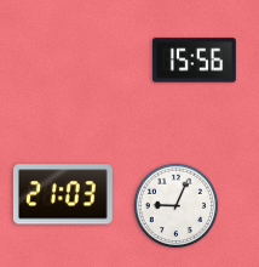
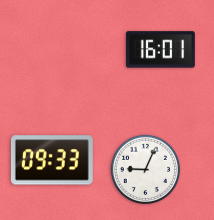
clock at (194, 61): 15:56 -> 16:01
clock at (63, 194): 21:03 -> 09:33
